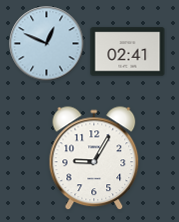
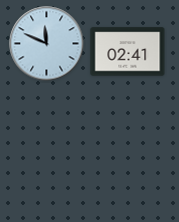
clock at (47, 44): 12:49 -> 11:49
clock at (94, 159): 9:05 -> none
